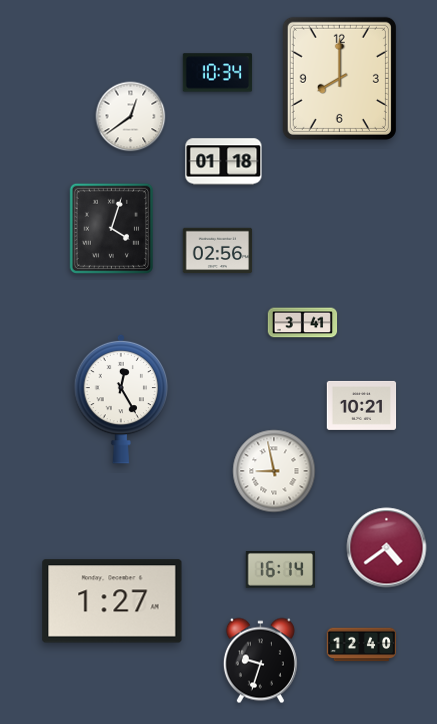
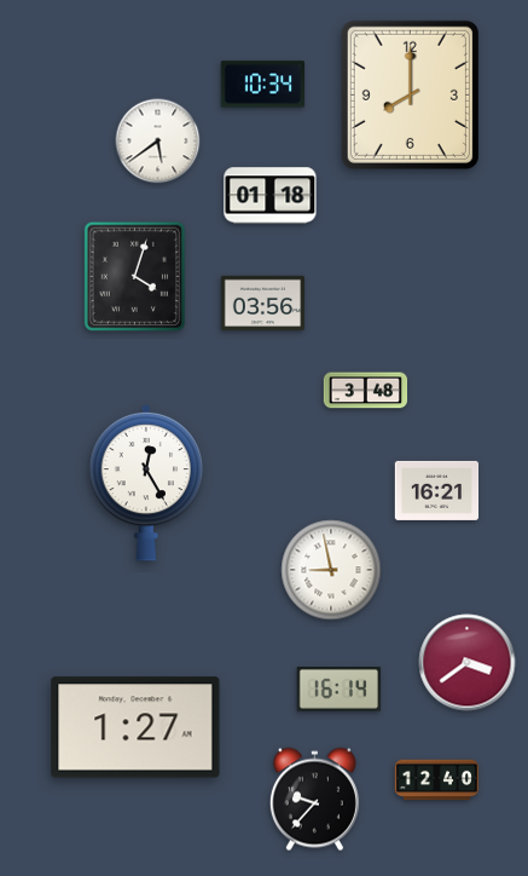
clock at (218, 73) position: (218, 73) -> (263, 85)
clock at (131, 117): 12:39 -> 5:39
clock at (218, 251): 02:56 -> 03:56
clock at (303, 323): 3:41 -> 3:48
clock at (362, 405): 10:21 -> 16:21
clock at (387, 548): 4:39 -> 3:39
clock at (260, 661): 9:33 -> 9:37
